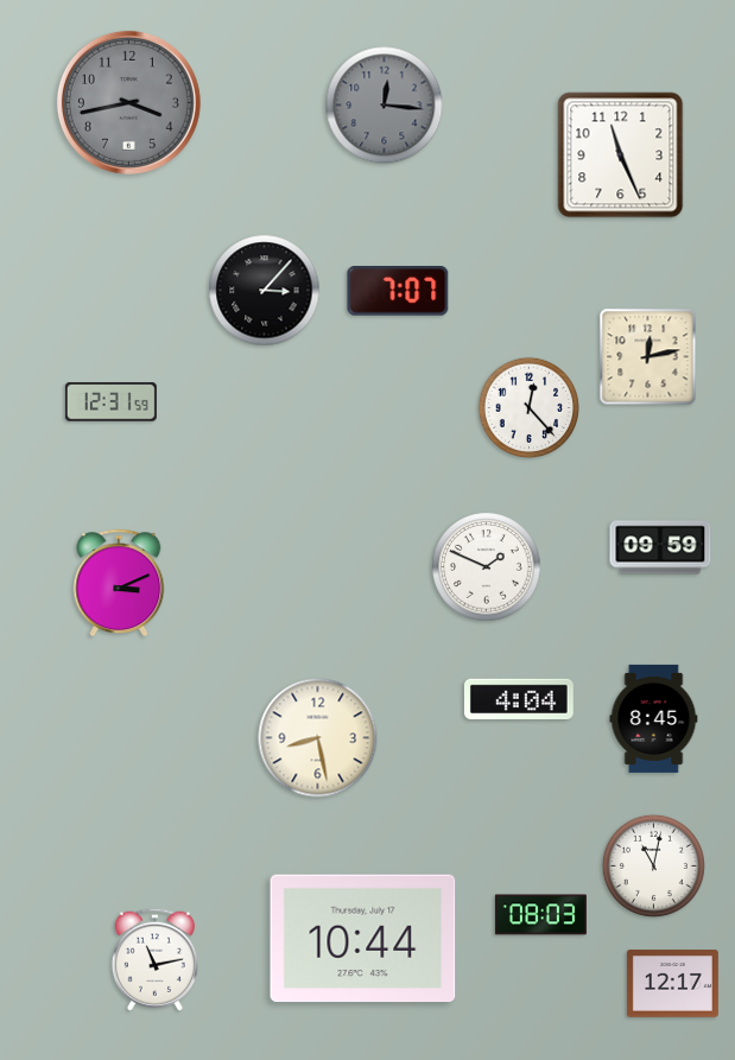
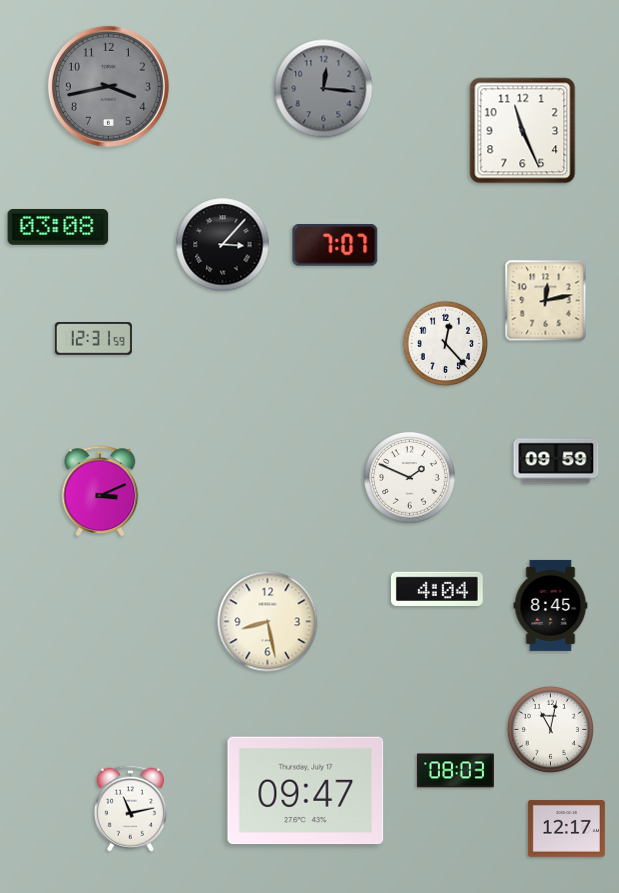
clock at (58, 227): none -> 03:08
clock at (363, 939): 10:44 -> 09:47
